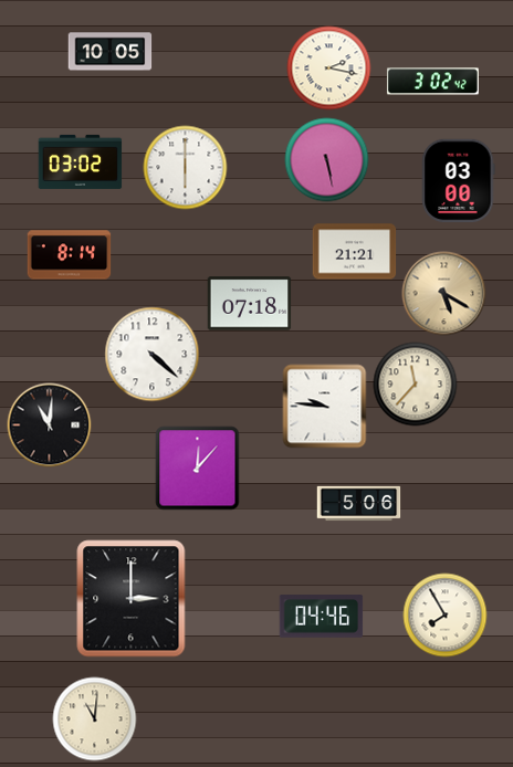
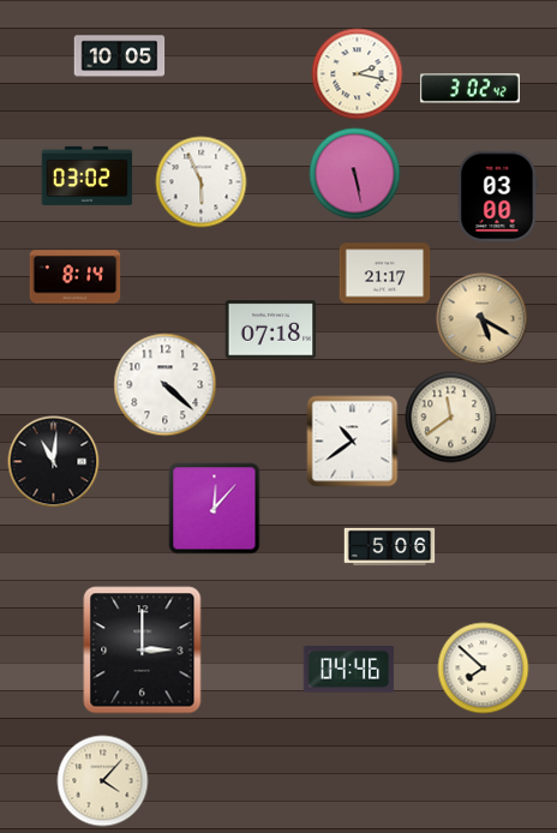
clock at (186, 168): 6:00 -> 5:56
clock at (355, 252): 21:21 -> 21:17
clock at (416, 385): 11:37 -> 11:39
clock at (325, 407): 9:46 -> 10:39
clock at (446, 616): 7:55 -> 7:52
clock at (95, 719): 11:01 -> 4:07
